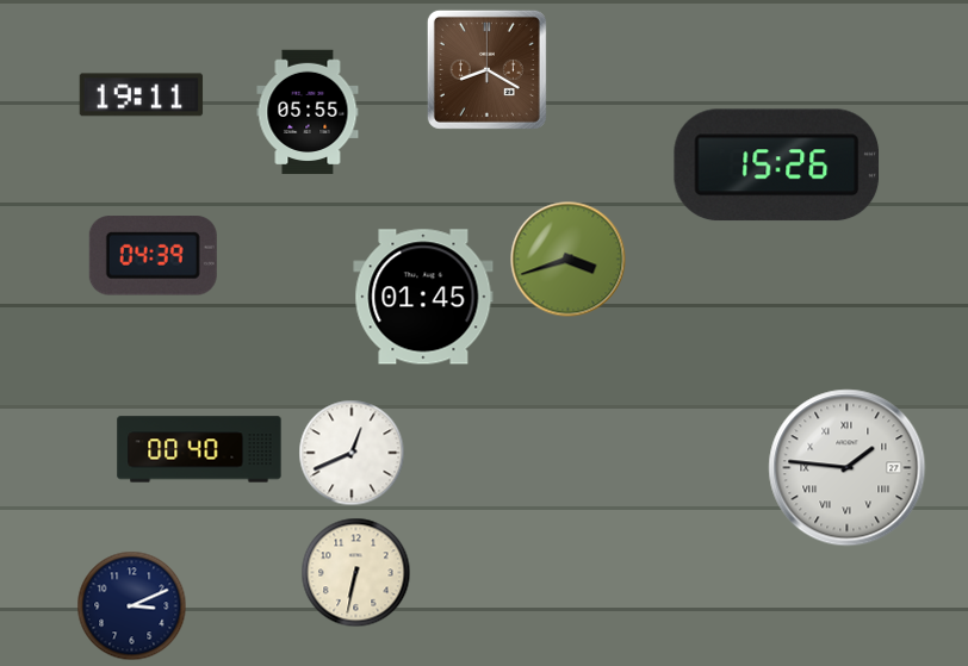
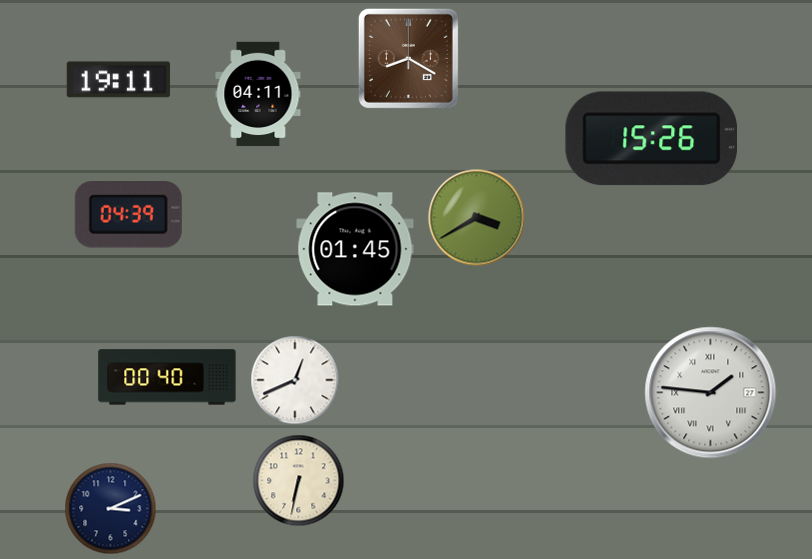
clock at (308, 112): 05:55 -> 04:11
clock at (569, 260): 3:42 -> 3:40
